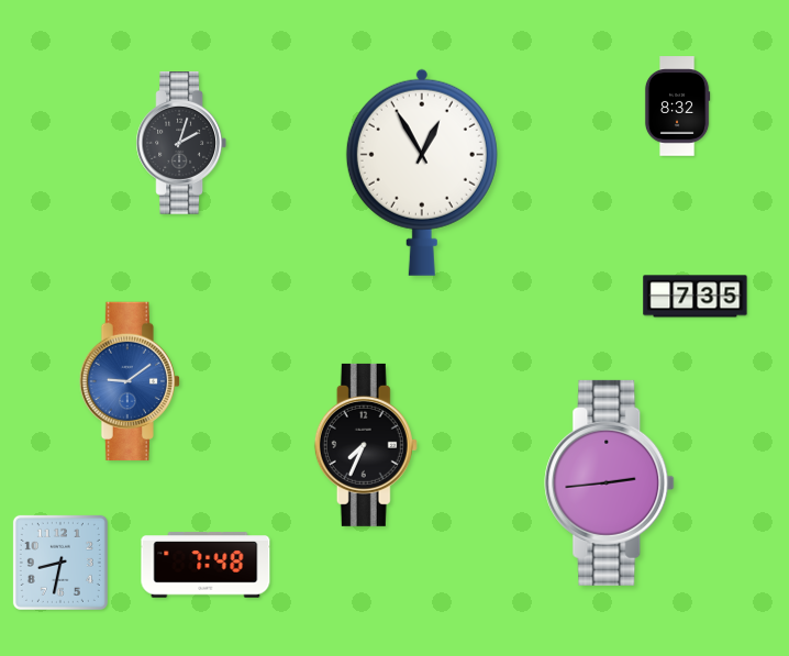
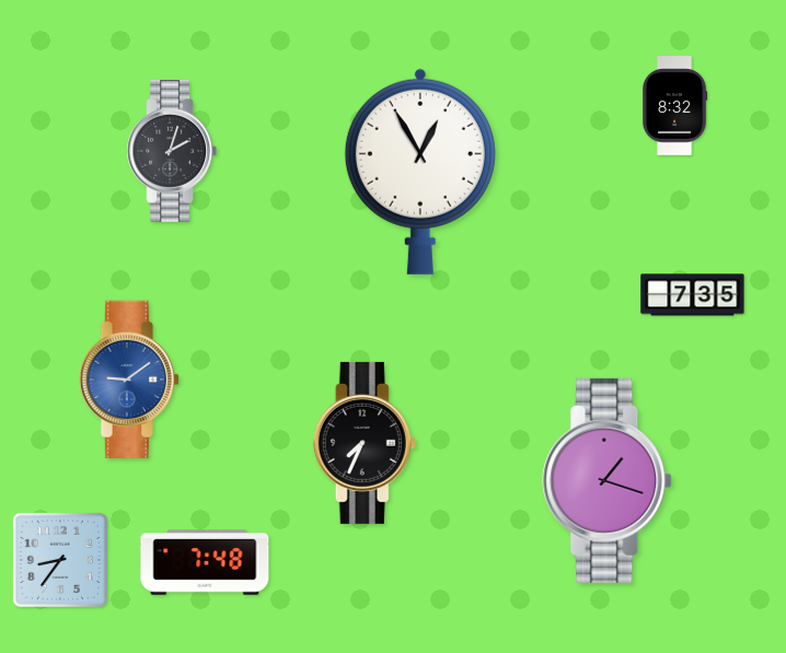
clock at (181, 144) position: (181, 144) -> (172, 152)
clock at (610, 482): 2:44 -> 1:18
clock at (60, 563): 8:32 -> 8:36
